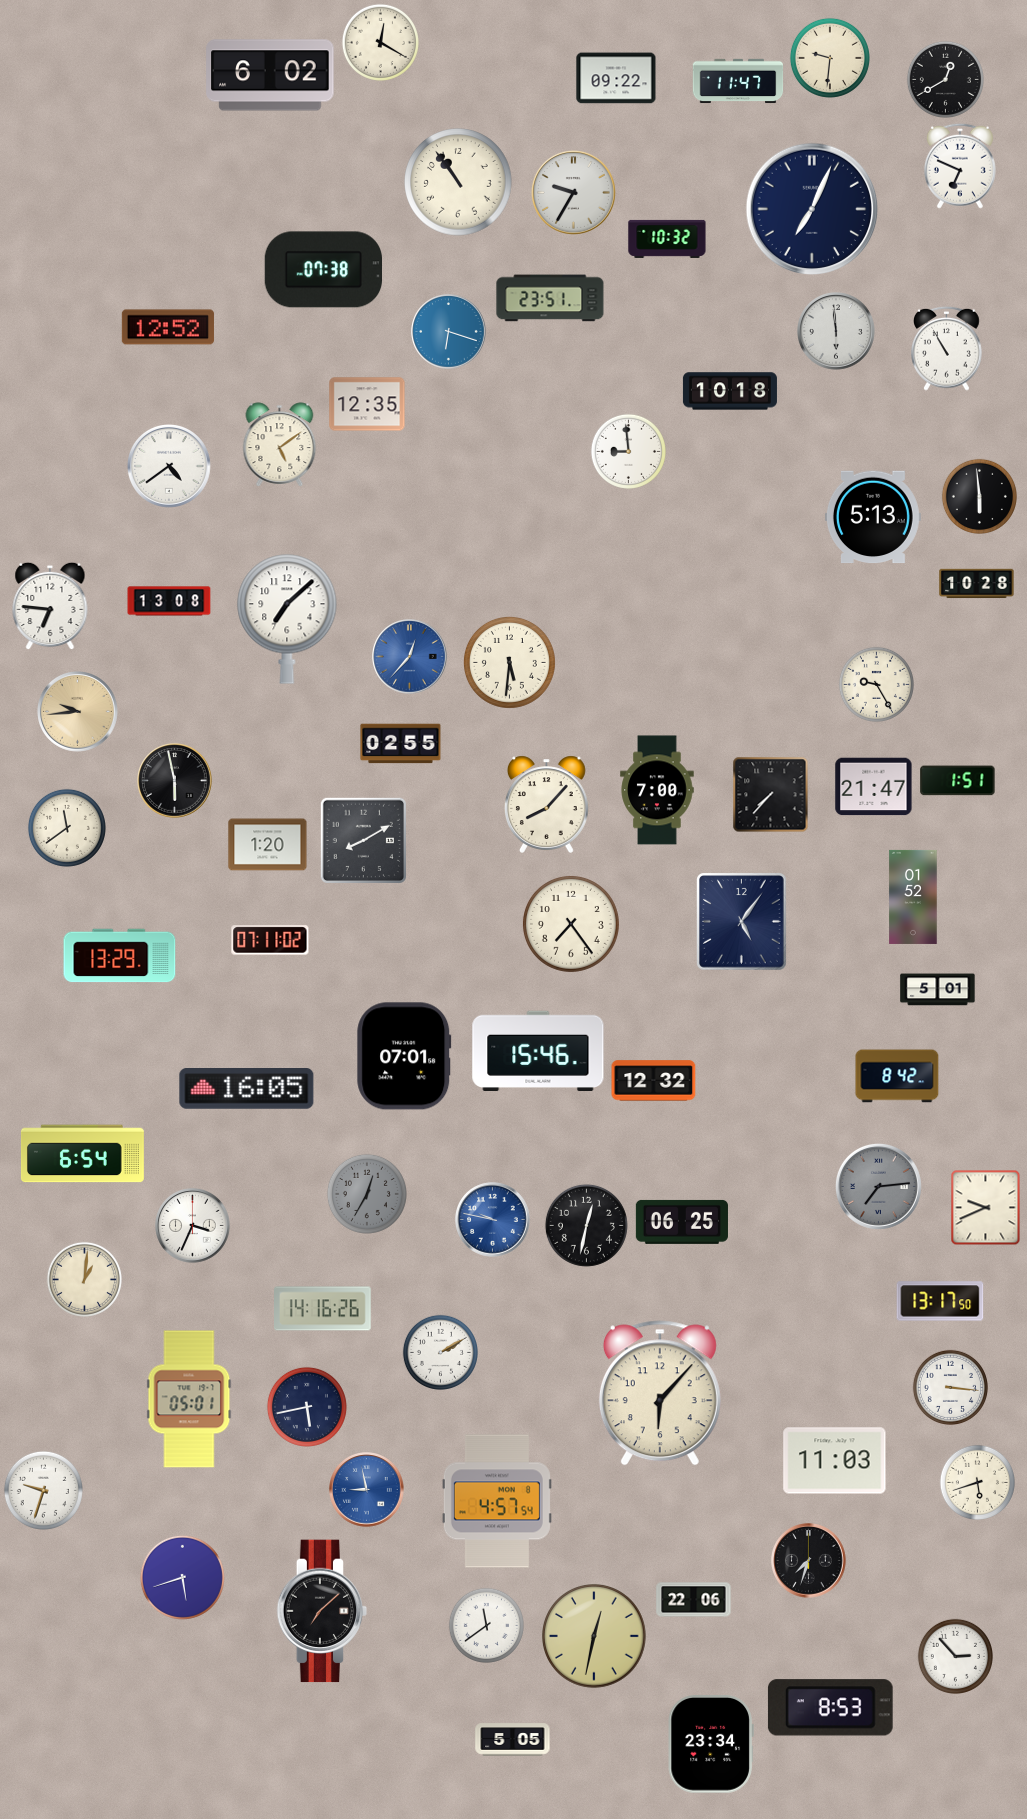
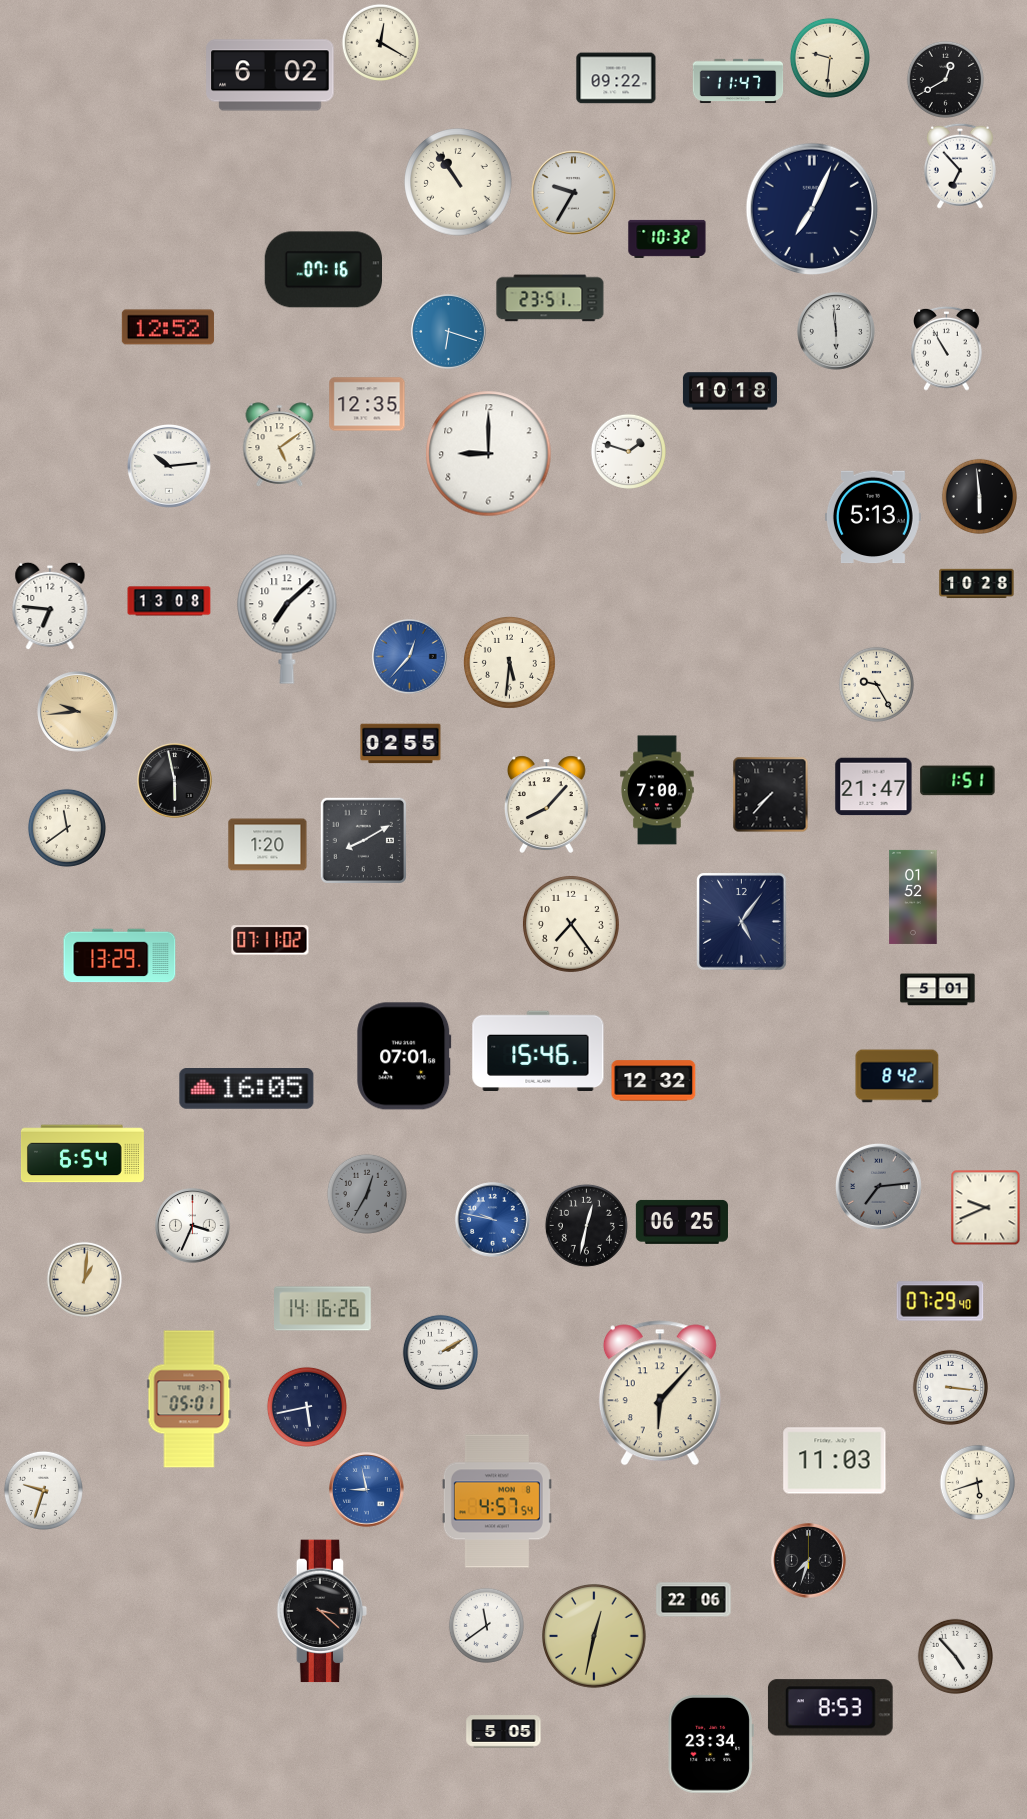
clock at (960, 166): 6:49 -> 6:53
clock at (323, 270): 07:38 -> 07:16
clock at (628, 451): 8:59 -> 1:48
clock at (489, 454): none -> 9:00
clock at (169, 466): 4:39 -> 10:14
clock at (940, 1301): 13:17 -> 07:29
clock at (182, 1577): 5:42 -> none
clock at (322, 1611): 7:08 -> 3:22
clock at (955, 1656): 2:53 -> 4:53
clock at (513, 1740) position: (513, 1740) -> (504, 1732)
